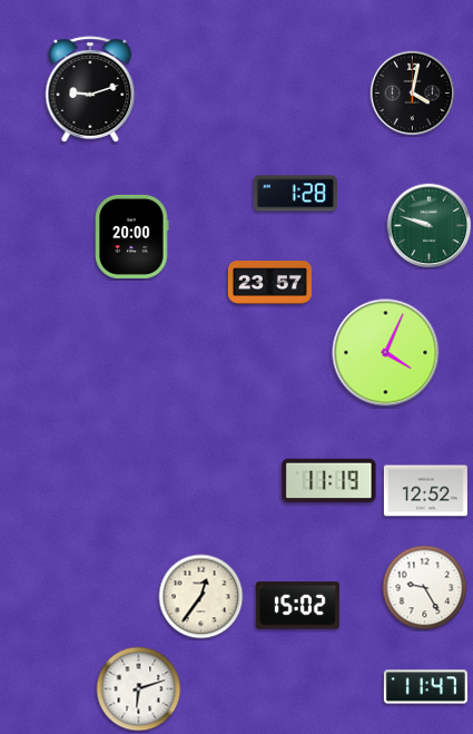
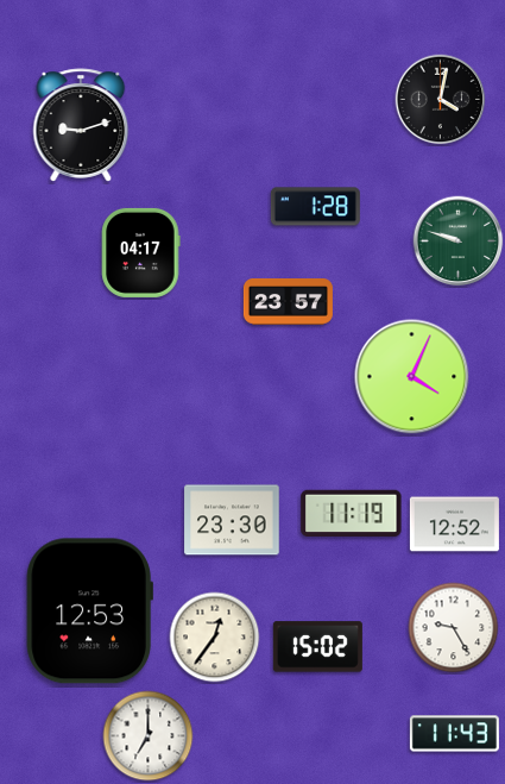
clock at (90, 89) position: (90, 89) -> (81, 125)
clock at (132, 236): 20:00 -> 04:17
clock at (232, 520): none -> 23:30
clock at (89, 611): none -> 12:53
clock at (425, 687): 11:47 -> 11:43
clock at (139, 689): 6:12 -> 7:00
